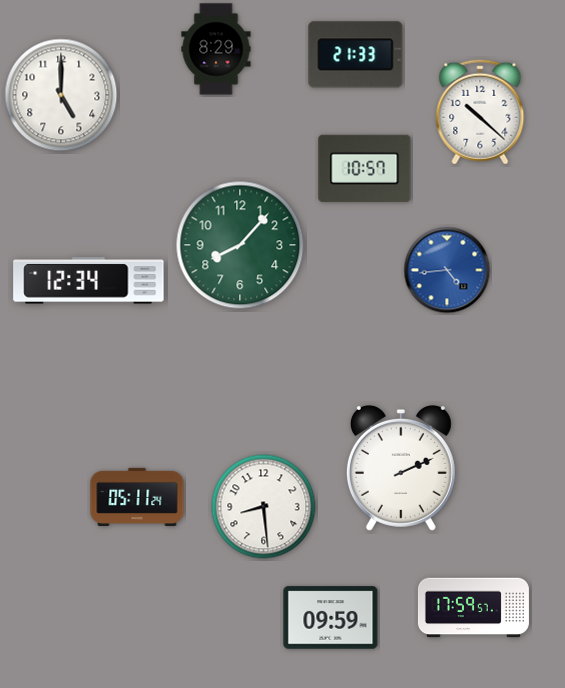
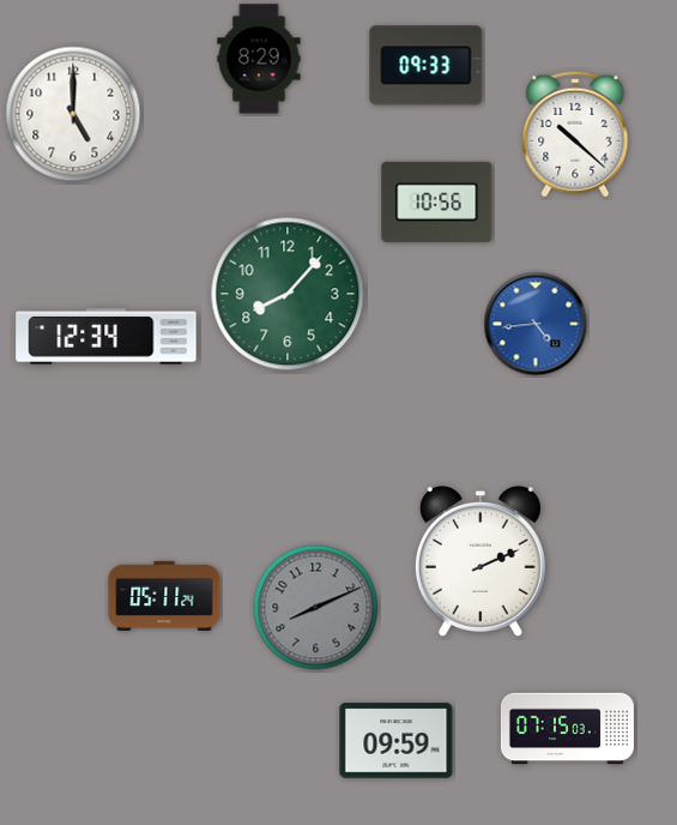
clock at (356, 55): 21:33 -> 09:33
clock at (365, 168): 10:57 -> 10:56
clock at (264, 507): 8:29 -> 8:11
clock at (264, 507) dial: white -> grey
clock at (473, 608): 17:59 -> 07:15
